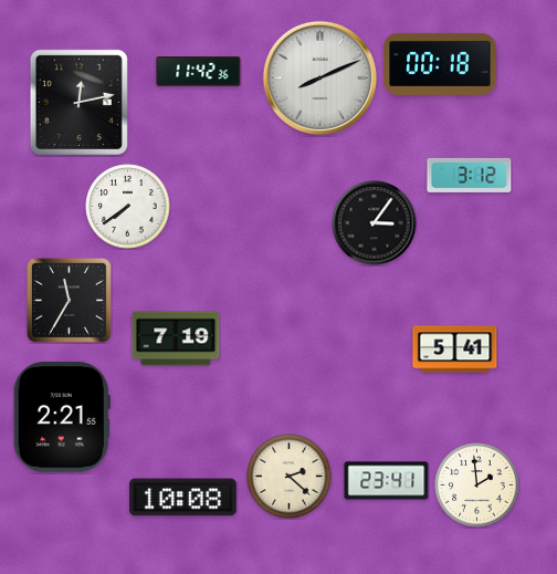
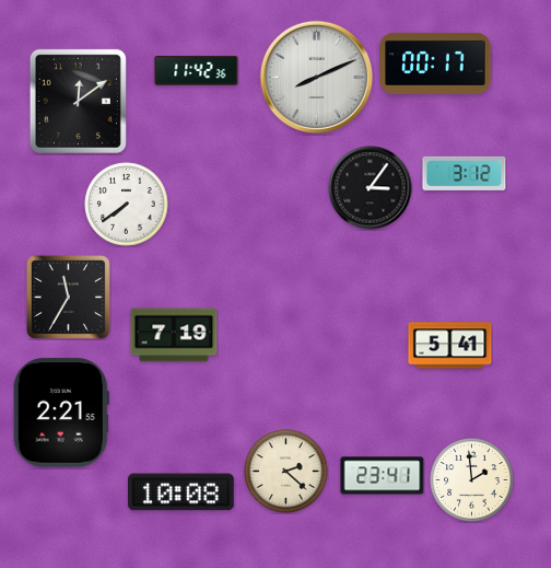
clock at (440, 64): 00:18 -> 00:17
clock at (78, 102): 12:13 -> 12:09
clock at (375, 223) position: (375, 223) -> (371, 188)
